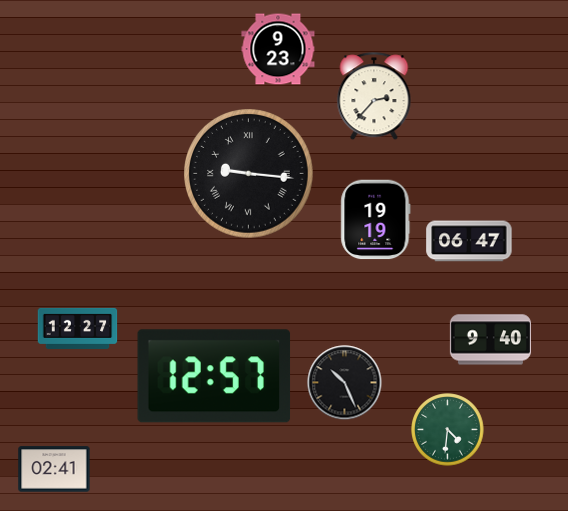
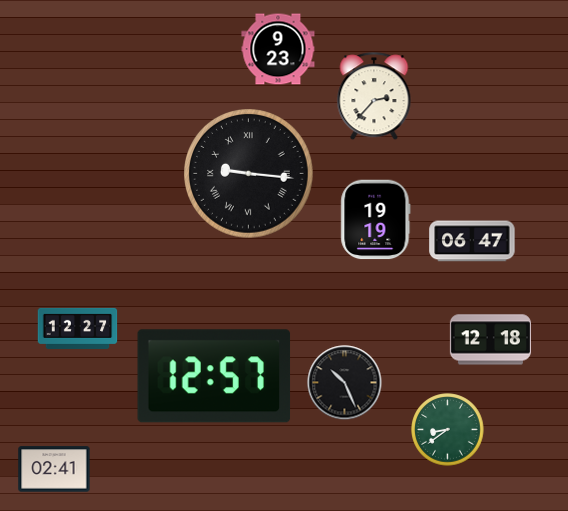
clock at (469, 241) position: (469, 241) -> (472, 241)
clock at (490, 340): 9:40 -> 12:18
clock at (448, 430): 4:31 -> 8:39
